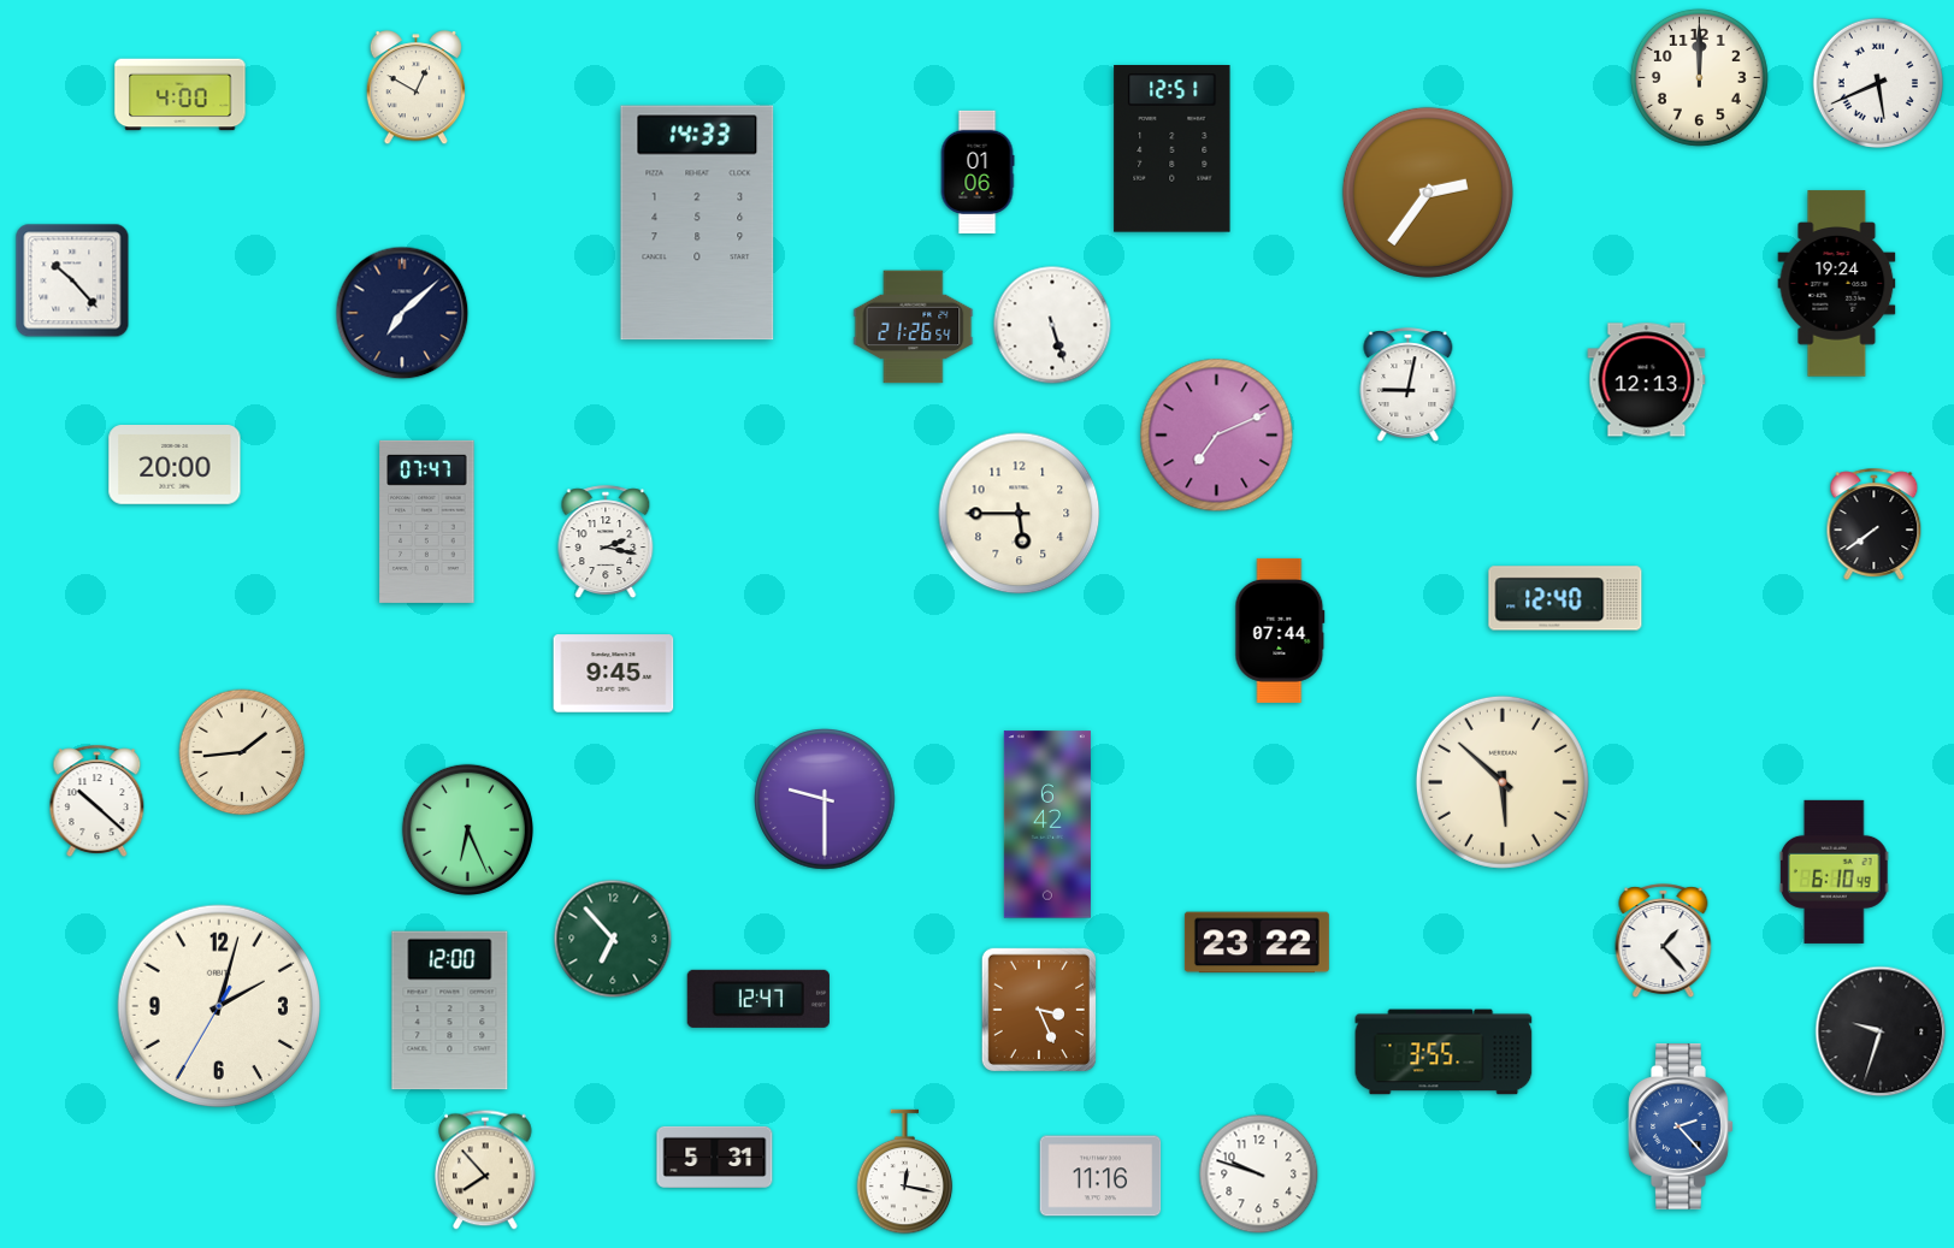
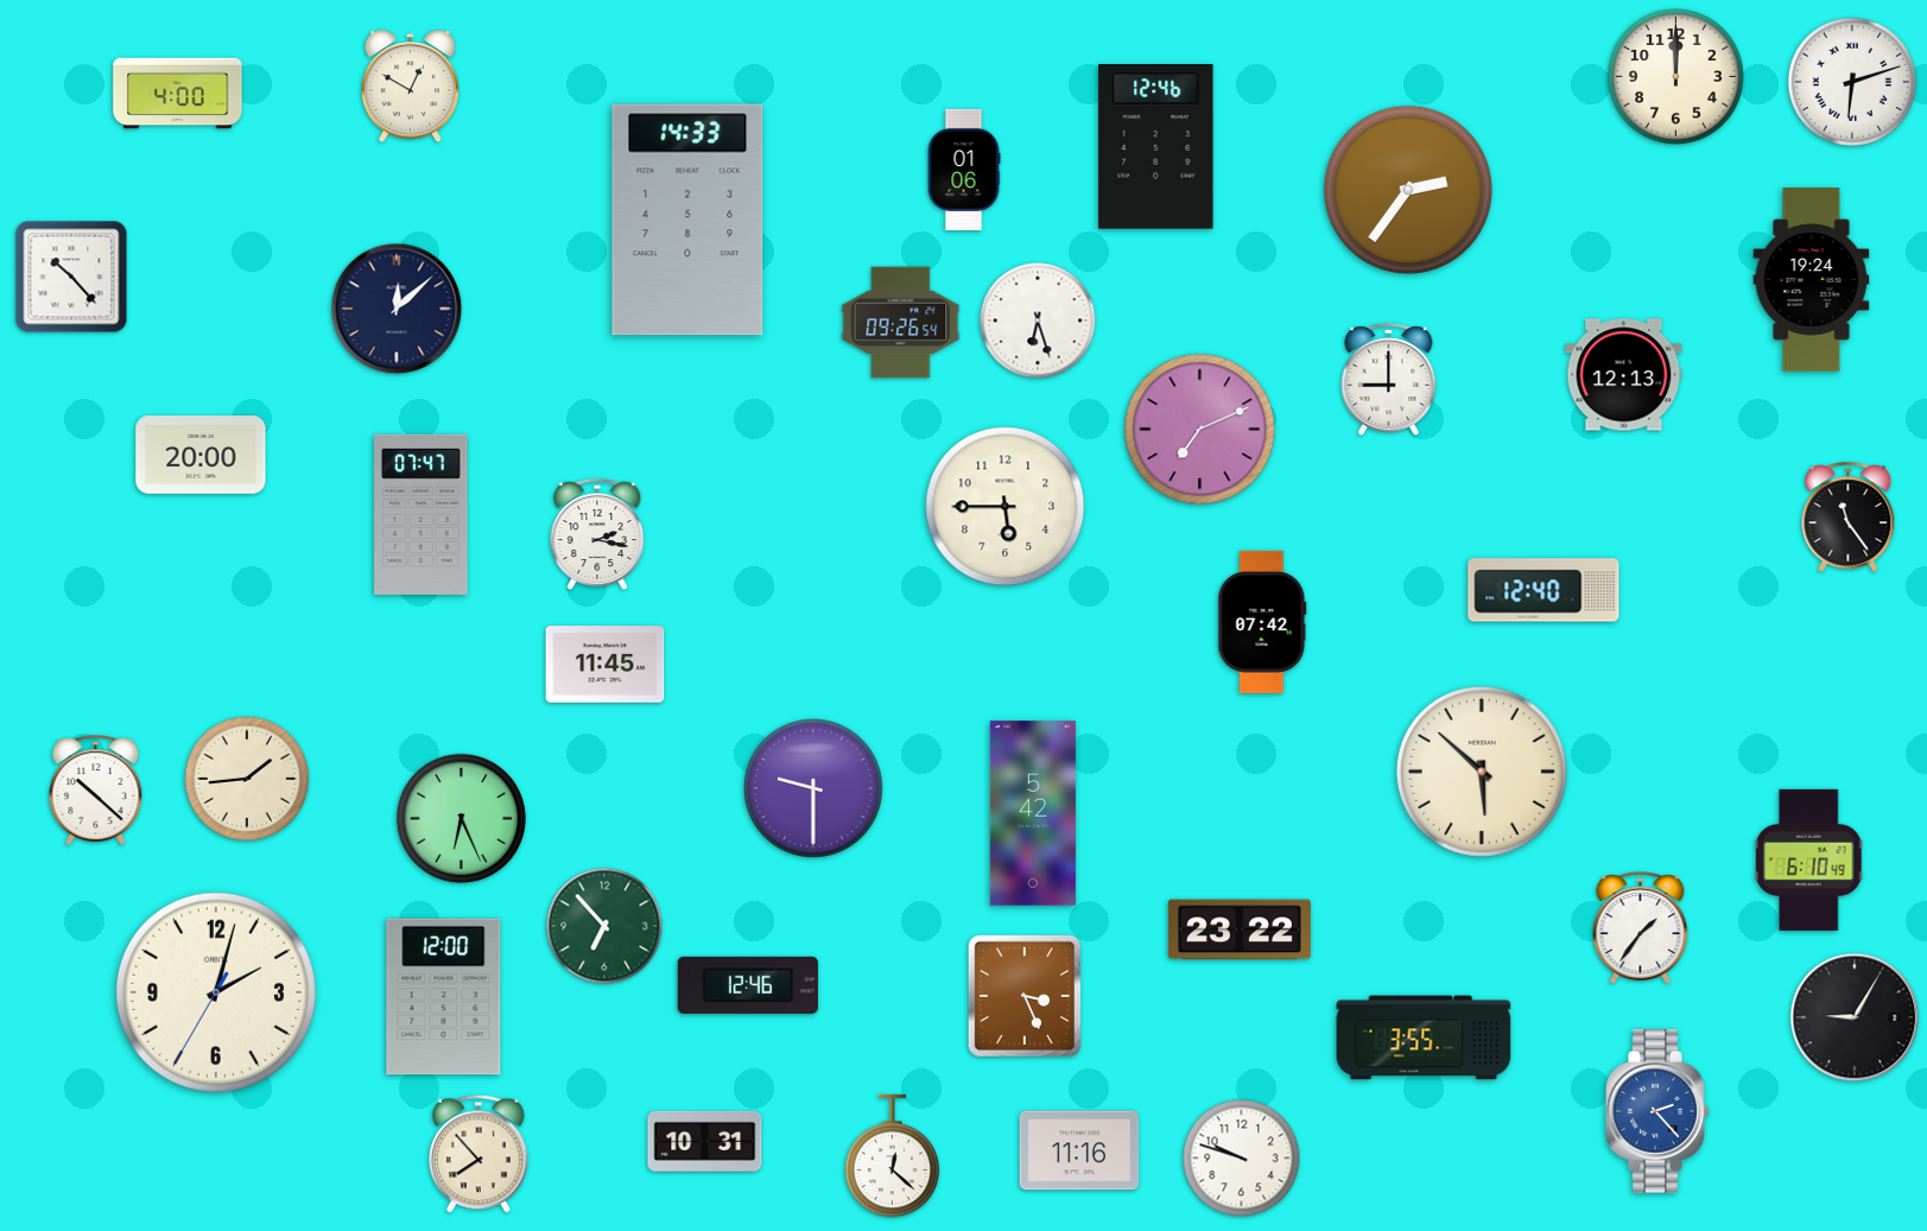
clock at (1877, 82): 5:41 -> 6:12
clock at (1173, 149): 12:51 -> 12:46
clock at (402, 313): 7:08 -> 12:08
clock at (1052, 325): 5:27 -> 6:27
clock at (914, 327): 21:26 -> 09:26
clock at (1409, 385): 9:02 -> 9:00
clock at (175, 466) position: (175, 466) -> (201, 456)
clock at (1875, 524): 7:39 -> 11:24
clock at (1280, 631): 07:44 -> 07:42
clock at (614, 674): 9:45 -> 11:45
clock at (242, 752) position: (242, 752) -> (247, 779)
clock at (1047, 824): 6:42 -> 5:42
clock at (1664, 941): 1:23 -> 1:36
clock at (758, 999): 12:47 -> 12:46
clock at (1881, 1031): 9:33 -> 9:05
clock at (715, 1157): 5:31 -> 10:31
clock at (905, 1172): 12:17 -> 12:22
clock at (1100, 1176) position: (1100, 1176) -> (1079, 1150)
